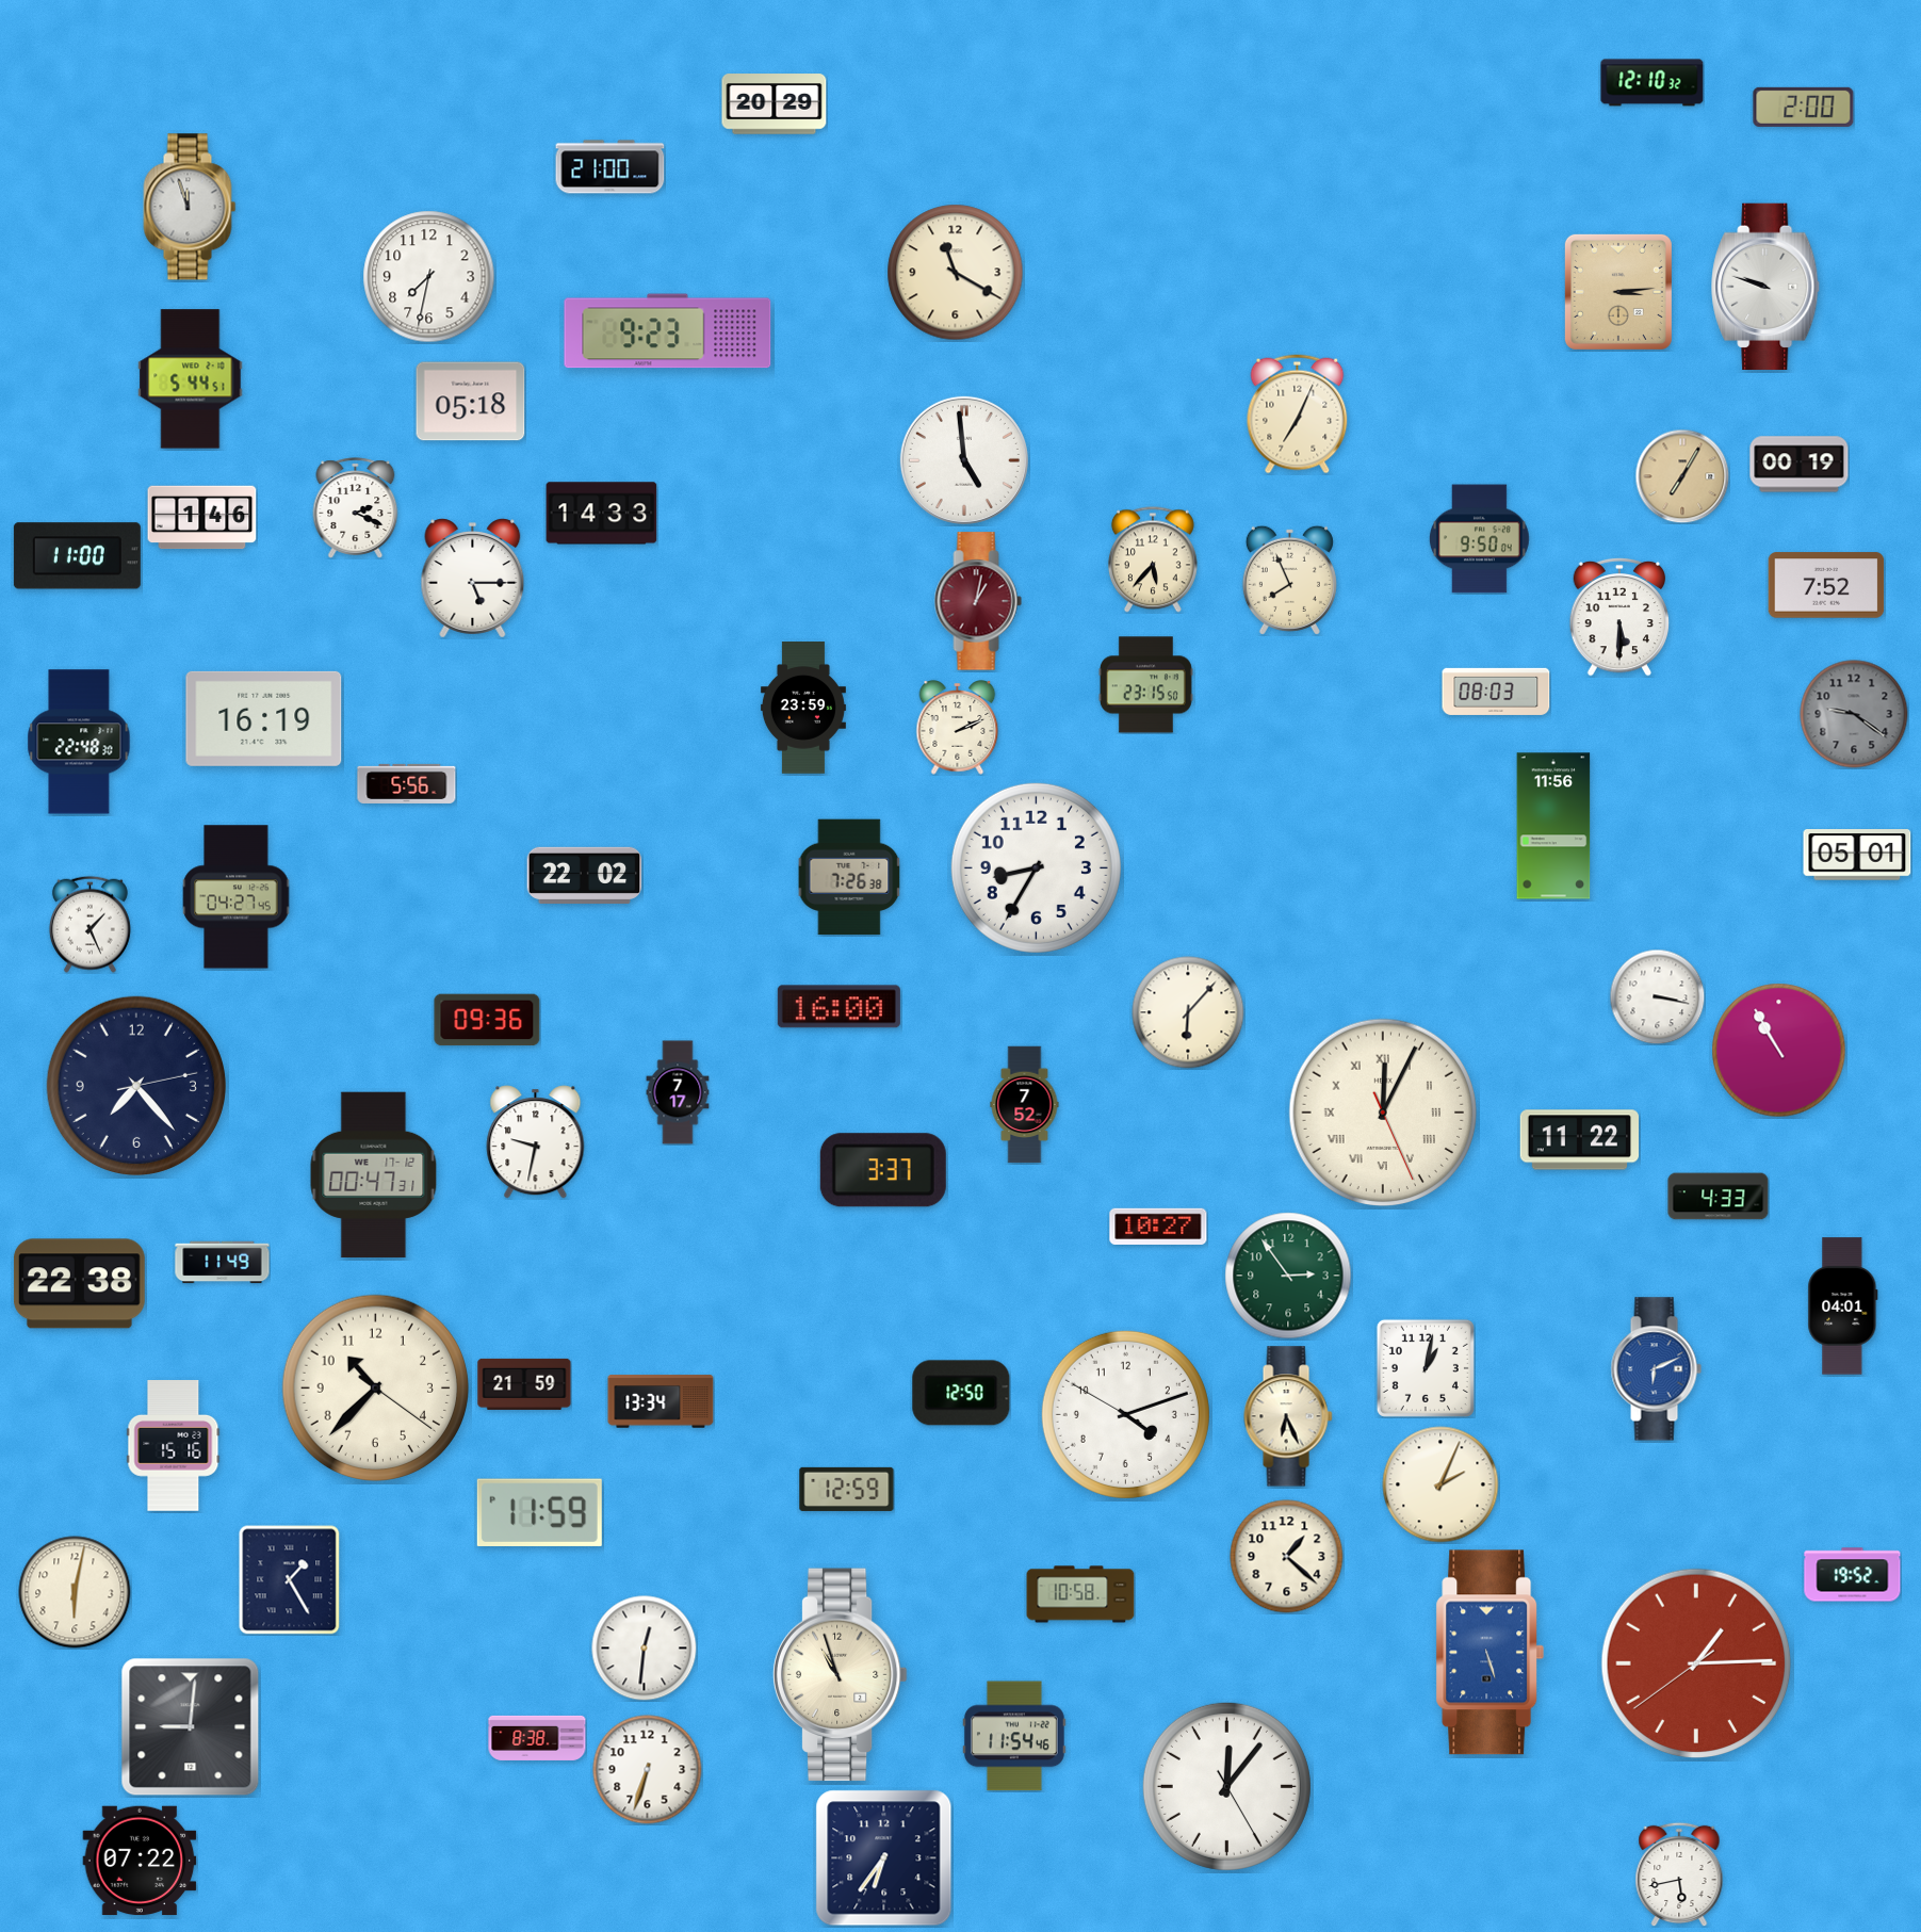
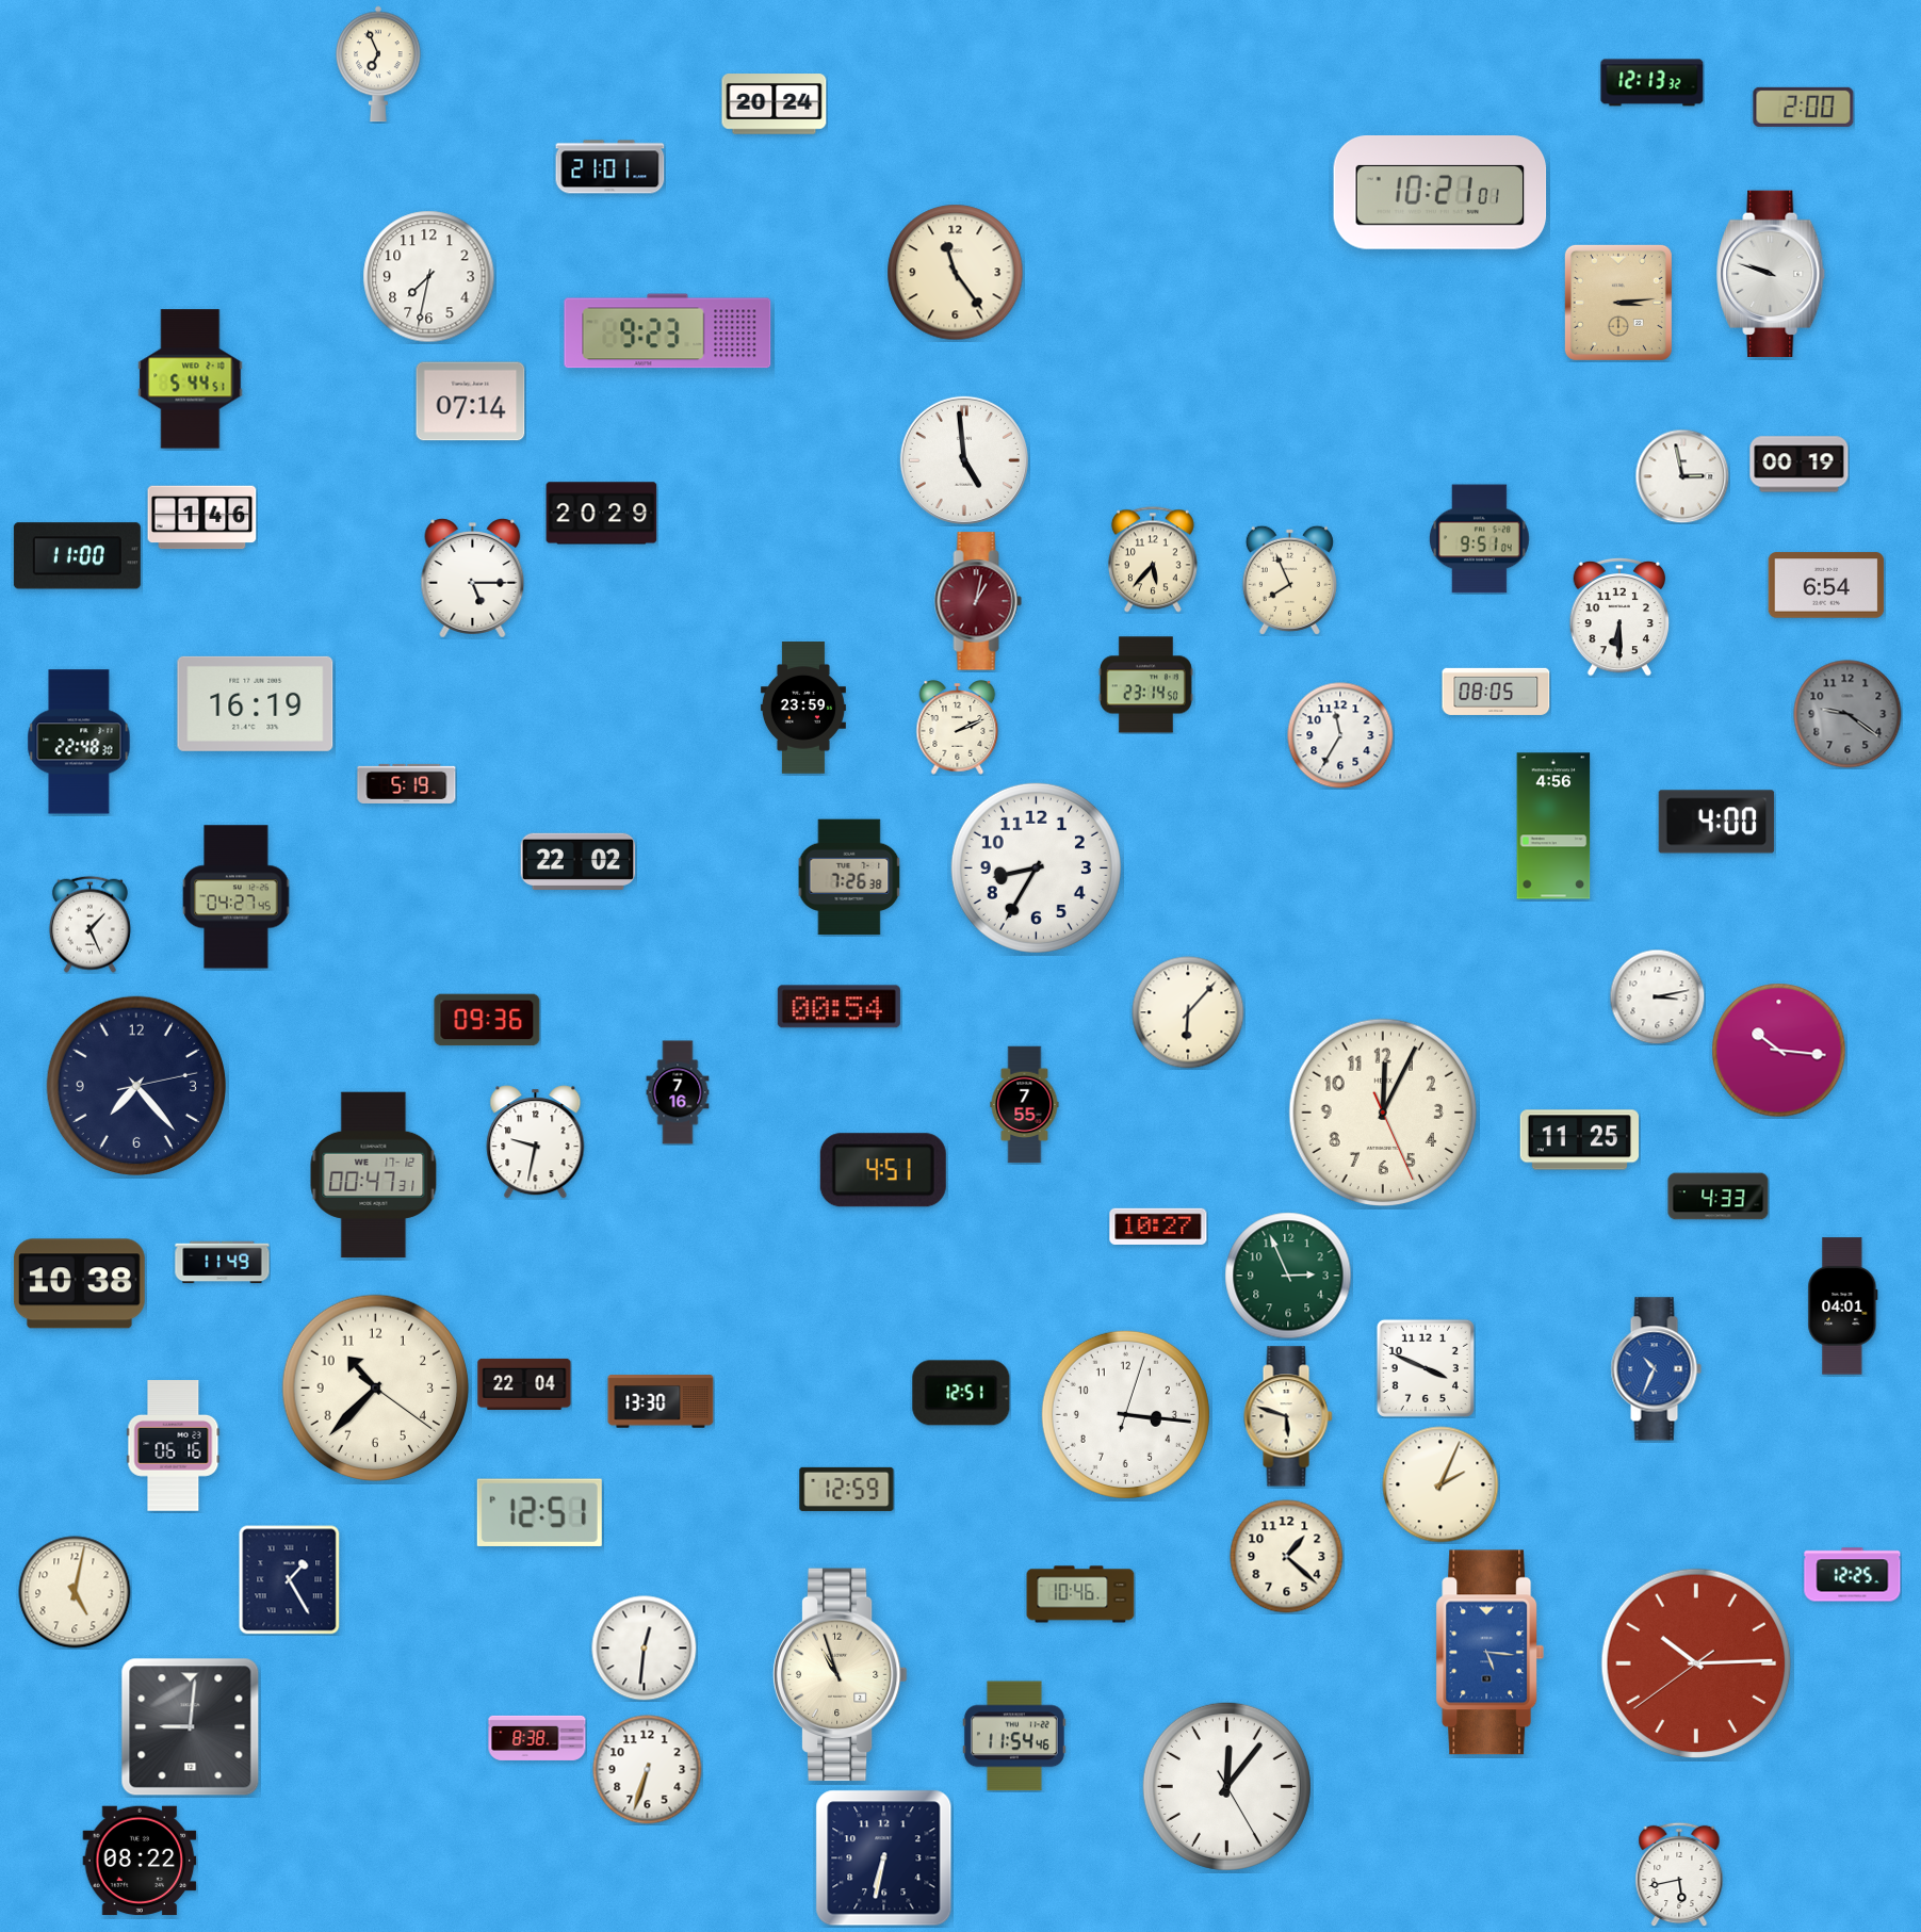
clock at (378, 64): none -> 6:56
clock at (1653, 83): 12:10 -> 12:13
clock at (775, 104): 20:29 -> 20:24
clock at (611, 167): 21:00 -> 21:01
clock at (1440, 193): none -> 10:21
clock at (190, 207): 11:57 -> none
clock at (956, 273): 11:20 -> 11:24
clock at (1767, 287) position: (1767, 287) -> (1772, 274)
clock at (1618, 292) position: (1618, 292) -> (1618, 303)
clock at (471, 402): 05:18 -> 07:14
clock at (1298, 415): 7:04 -> none
clock at (1682, 476): 7:05 -> 2:58
clock at (1682, 476) dial: champagne -> white
clock at (356, 508): 2:19 -> none
clock at (602, 514): 14:33 -> 20:29
clock at (1479, 539): 9:50 -> 9:51
clock at (1826, 585): 7:52 -> 6:54
clock at (1619, 617): 5:30 -> 6:30
clock at (1145, 685): 23:15 -> 23:14
clock at (1496, 692): 08:03 -> 08:05
clock at (1854, 714) position: (1854, 714) -> (1847, 714)
clock at (264, 718) position: (264, 718) -> (256, 703)
clock at (1340, 735): none -> 11:35
clock at (407, 783): 5:56 -> 5:19
clock at (1716, 822): none -> 4:00
clock at (1553, 826): 11:56 -> 4:56
clock at (1857, 855): 05:01 -> none
clock at (585, 875) position: (585, 875) -> (579, 861)
clock at (1657, 996): 3:17 -> 3:13
clock at (839, 1007): 16:00 -> 00:54
clock at (1779, 1051): 10:55 -> 10:16
clock at (678, 1092): 7:17 -> 7:16
clock at (1025, 1105): 7:52 -> 7:55
clock at (1383, 1113) numerals: Roman -> Arabic
clock at (1580, 1140): 11:22 -> 11:25
clock at (883, 1170): 3:37 -> 4:51
clock at (1288, 1276): 2:54 -> 2:56
clock at (79, 1284): 22:38 -> 10:38
clock at (1426, 1368): 1:02 -> 3:49
clock at (1656, 1369): 6:11 -> 10:34
clock at (524, 1384): 21:59 -> 22:04
clock at (961, 1393): 12:50 -> 12:51
clock at (661, 1401): 13:34 -> 13:30
clock at (1125, 1414): 4:11 -> 3:16
clock at (1288, 1416): 6:26 -> 5:48
clock at (174, 1446): 15:16 -> 06:16
clock at (539, 1512): 11:59 -> 12:51
clock at (1853, 1575): 19:52 -> 12:25
clock at (75, 1592): 6:02 -> 5:02
clock at (1080, 1594): 10:58 -> 10:46
clock at (1491, 1653): 5:27 -> 5:16
clock at (1696, 1663): 1:14 -> 10:14
clock at (884, 1858): 6:36 -> 6:32
clock at (140, 1861): 07:22 -> 08:22
